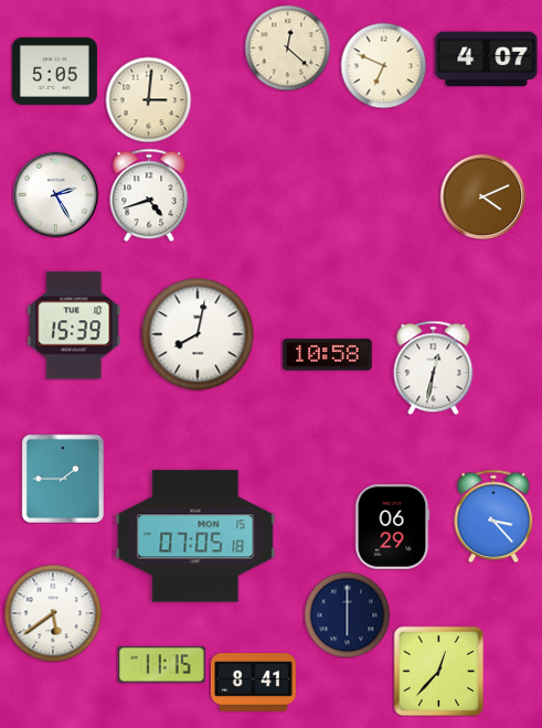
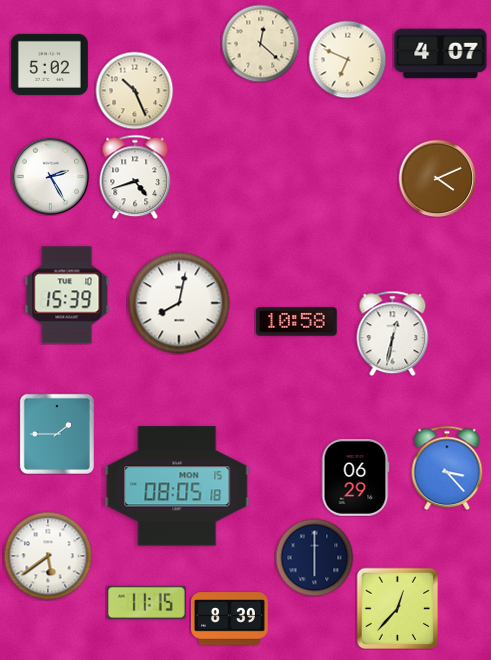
clock at (54, 71): 5:05 -> 5:02
clock at (148, 99): 3:01 -> 10:26
clock at (195, 536): 07:05 -> 08:05
clock at (253, 683): 8:41 -> 8:39
